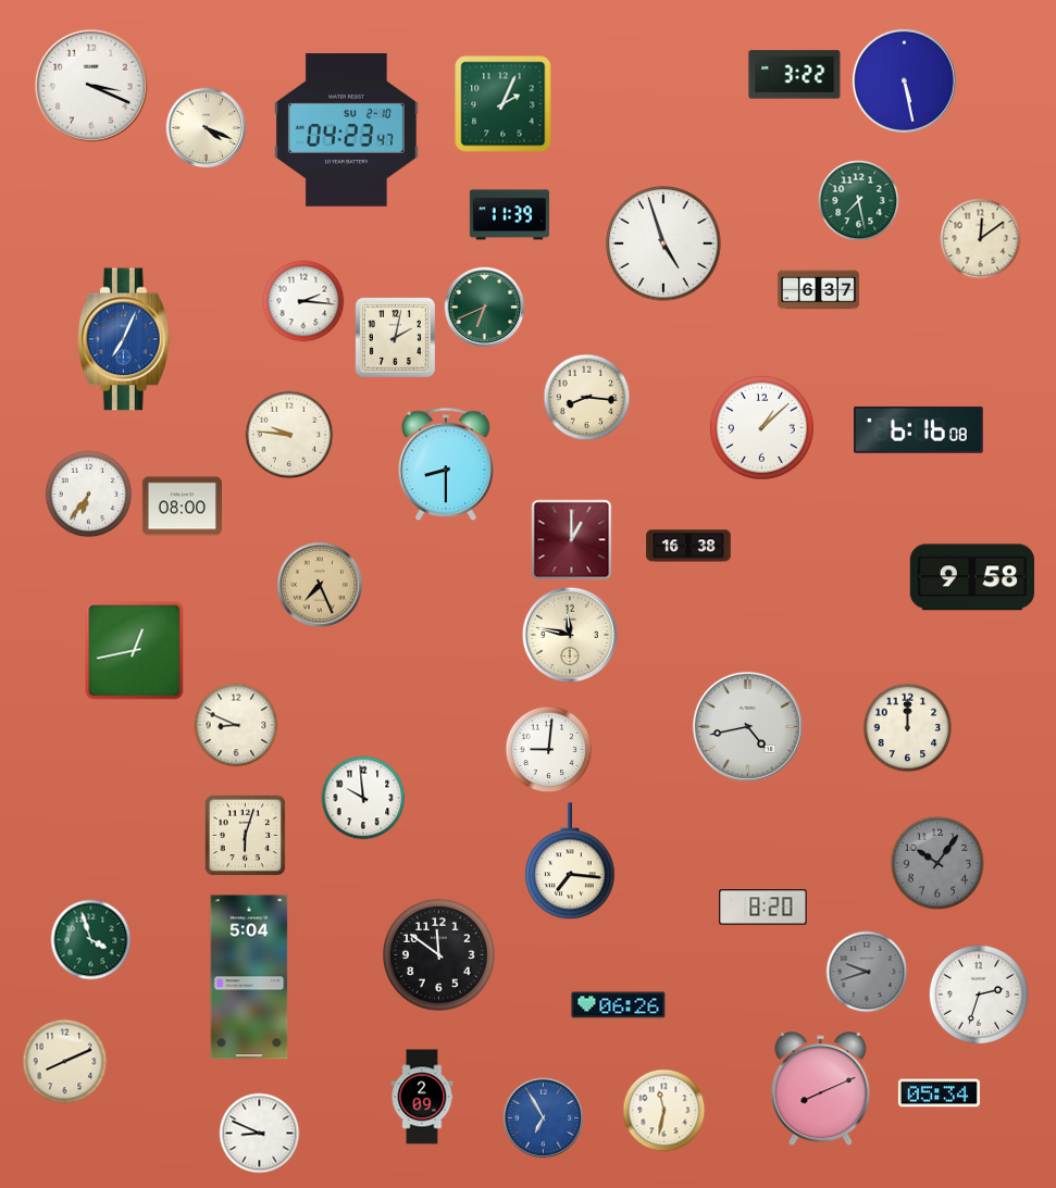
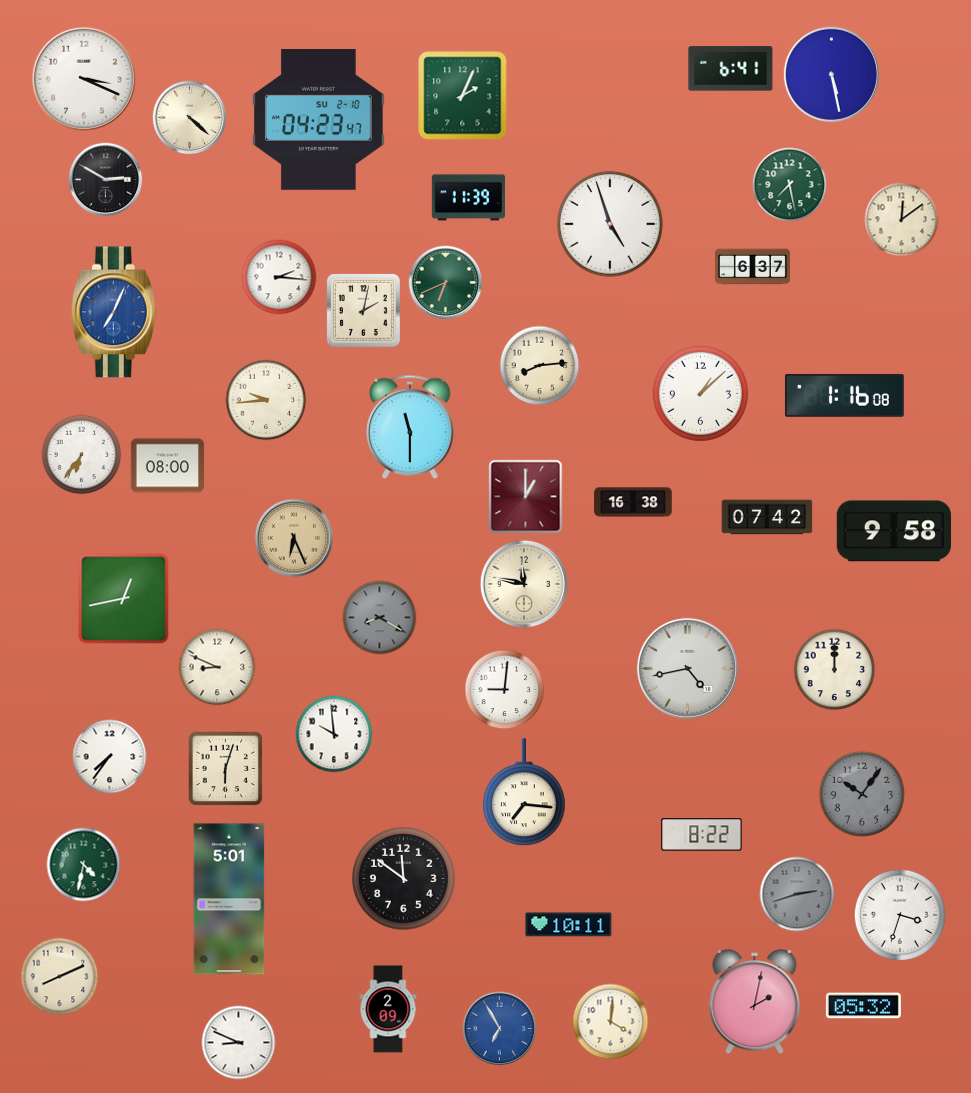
clock at (795, 75): 3:22 -> 6:41
clock at (207, 128): 4:19 -> 4:22
clock at (106, 180): none -> 2:50
clock at (587, 398): 8:16 -> 8:14
clock at (918, 429): 6:16 -> 1:16
clock at (289, 435): 9:46 -> 9:44
clock at (446, 464): 8:30 -> 11:30
clock at (767, 517): none -> 07:42
clock at (320, 585): 7:26 -> 6:26
clock at (380, 618): none -> 8:20
clock at (110, 757): none -> 7:36
clock at (763, 908): 8:20 -> 8:22
clock at (91, 940): 3:57 -> 4:32
clock at (867, 972): 9:42 -> 2:42
clock at (249, 977): 5:04 -> 5:01
clock at (979, 995): 2:33 -> 3:33
clock at (619, 1005): 06:26 -> 10:11
clock at (821, 1089): 8:11 -> 2:02
clock at (939, 1093): 05:34 -> 05:32
clock at (664, 1111): 11:32 -> 4:01
